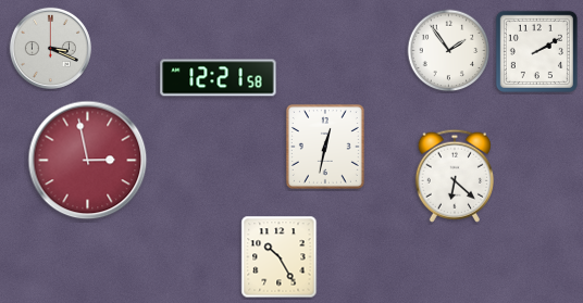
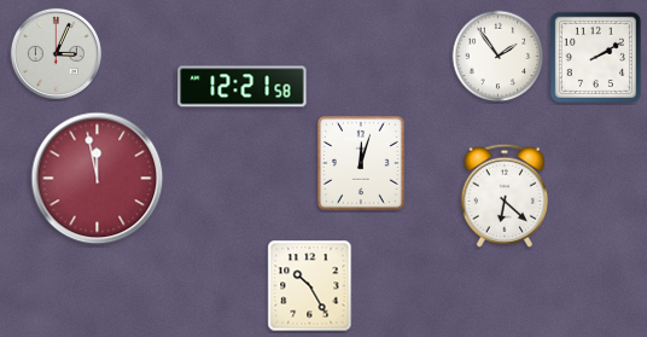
clock at (50, 48): 3:19 -> 3:04
clock at (325, 147): 12:32 -> 12:03
clock at (88, 161): 2:58 -> 11:58
